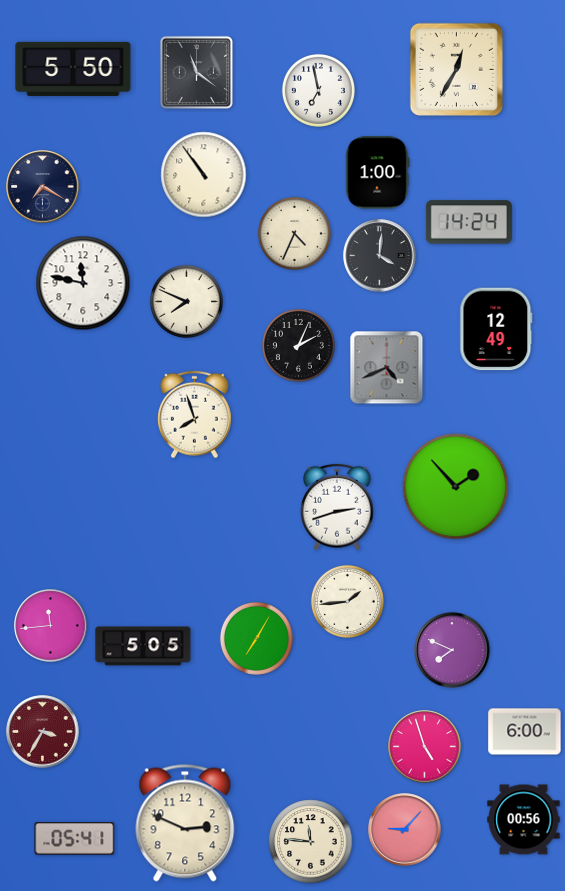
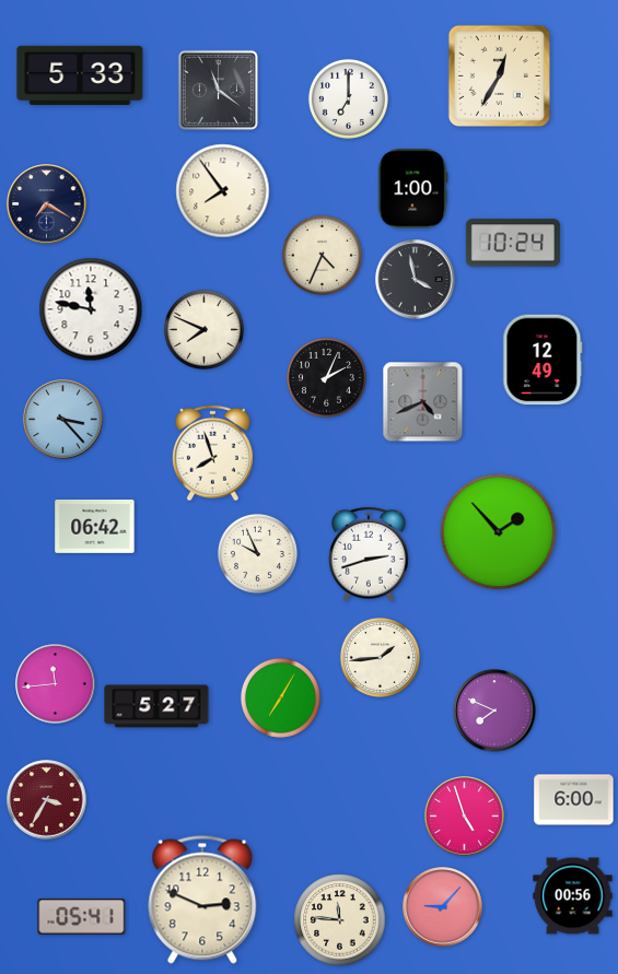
clock at (73, 69): 5:50 -> 5:33
clock at (196, 72) position: (196, 72) -> (218, 90)
clock at (318, 90): 6:58 -> 7:00
clock at (204, 175): 10:54 -> 7:54
clock at (469, 222): 14:24 -> 10:24
clock at (380, 256): 4:01 -> 3:58
clock at (63, 420): none -> 3:23
clock at (95, 527): none -> 06:42
clock at (257, 553): none -> 9:56
clock at (143, 646): 5:05 -> 5:27
